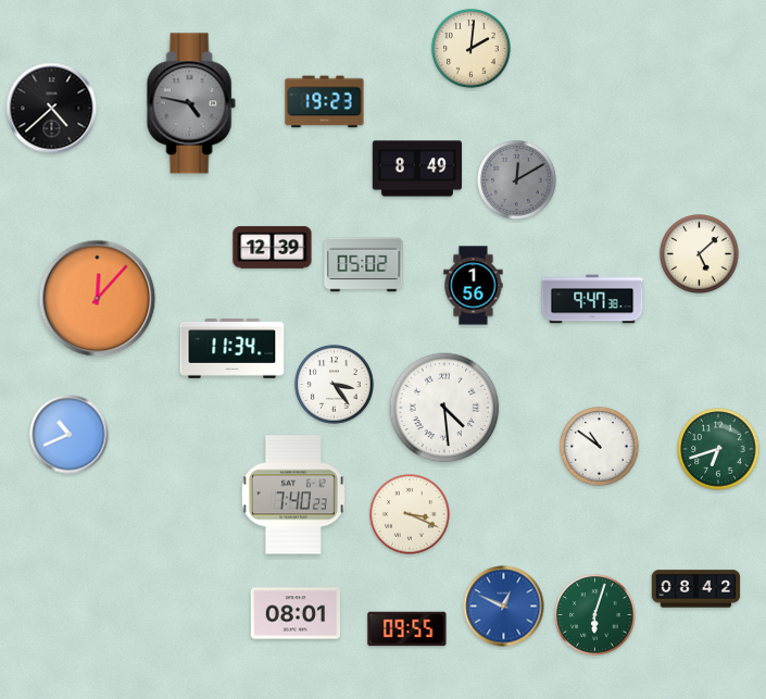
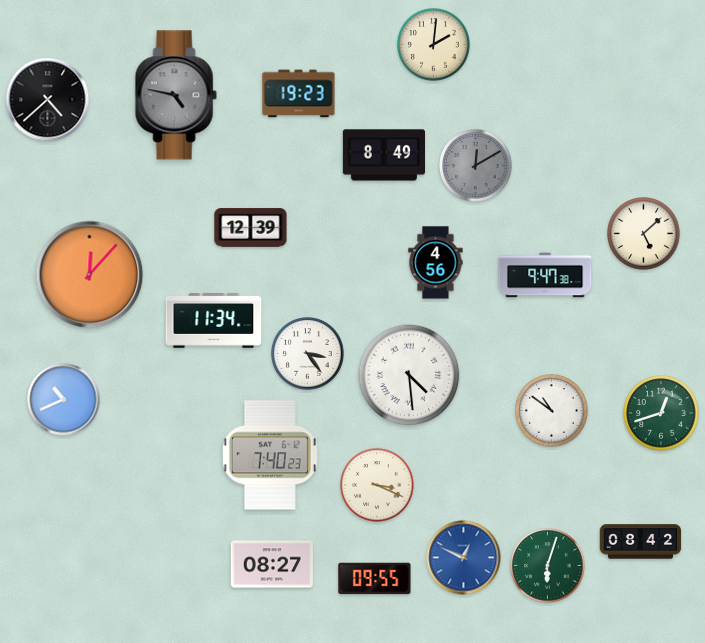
clock at (364, 265): 05:02 -> none
clock at (474, 286): 1:56 -> 4:56
clock at (718, 449): 6:42 -> 12:42
clock at (410, 514) position: (410, 514) -> (377, 485)
clock at (294, 613): 08:01 -> 08:27
